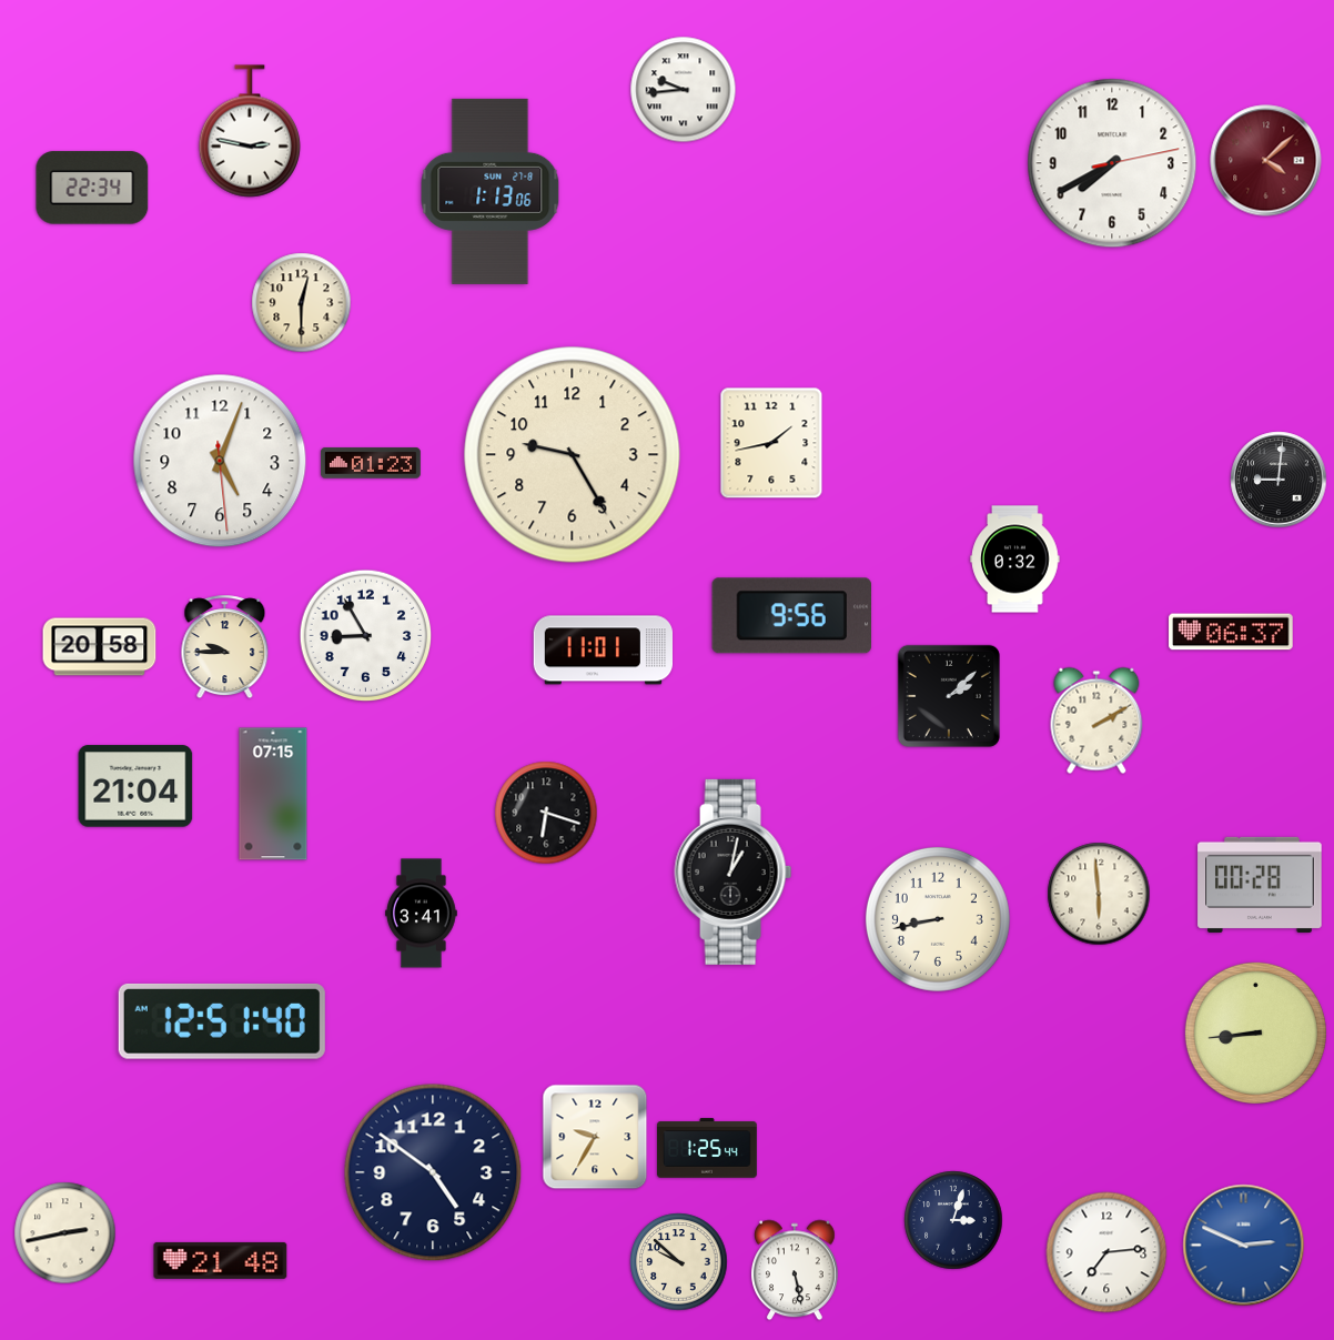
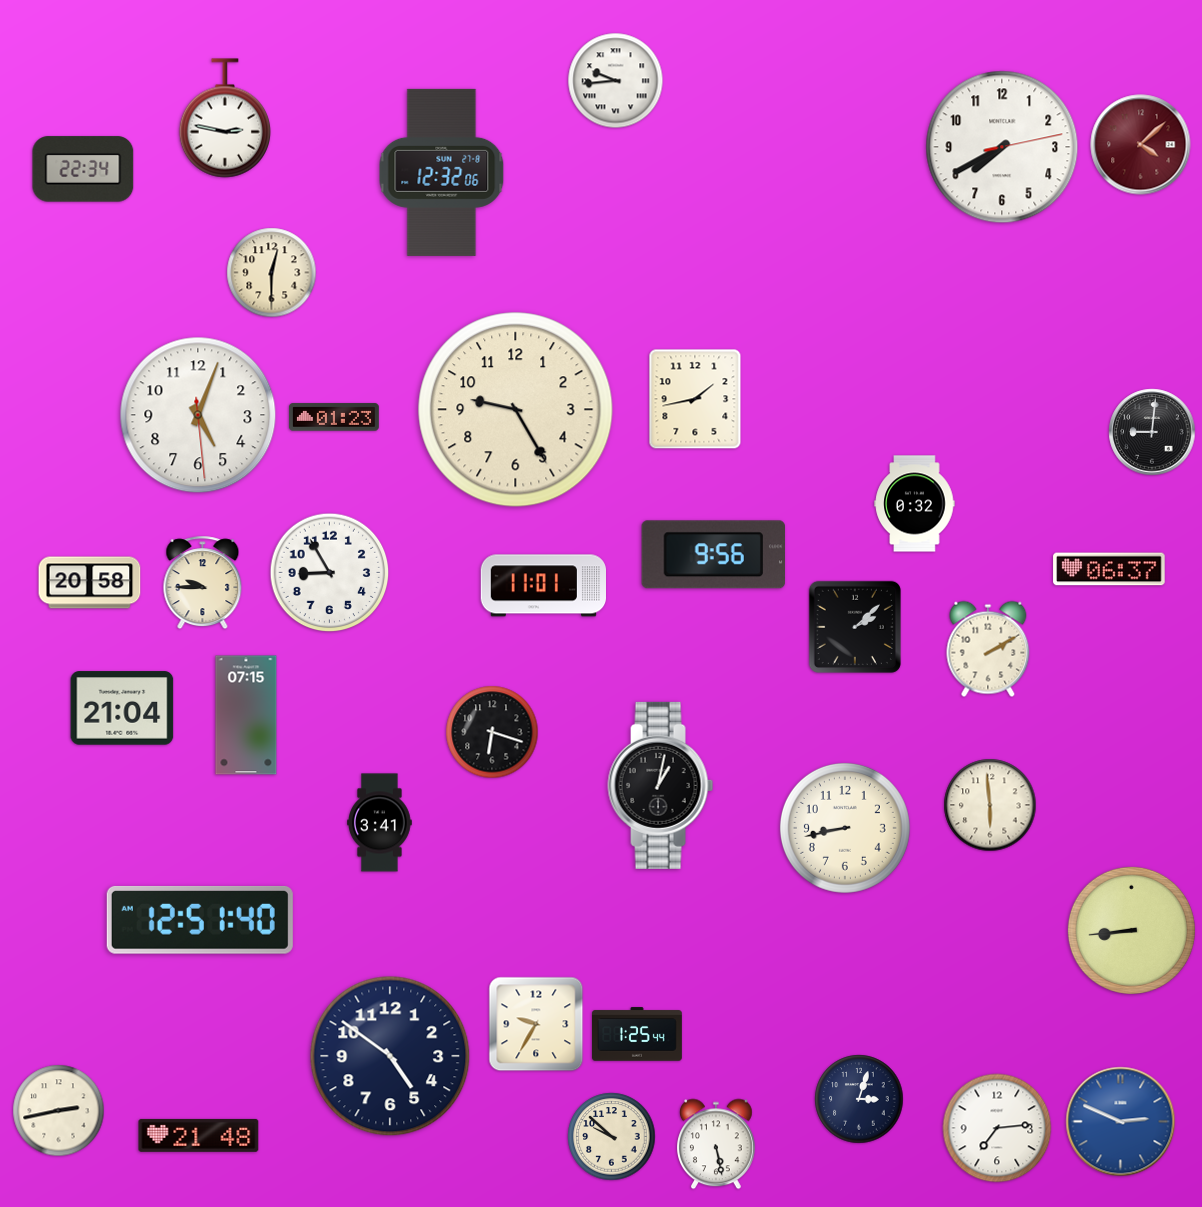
clock at (491, 191): 1:13 -> 12:32
clock at (1260, 885): 00:28 -> none
